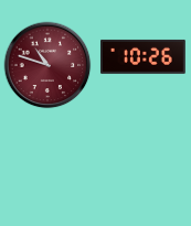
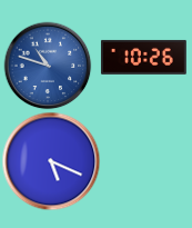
clock at (47, 65) dial: burgundy -> blue
clock at (51, 161): none -> 5:19
